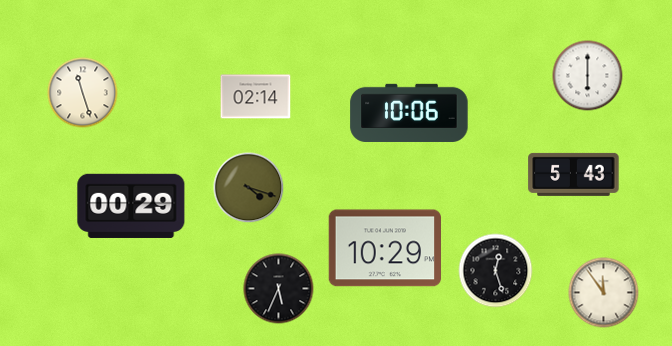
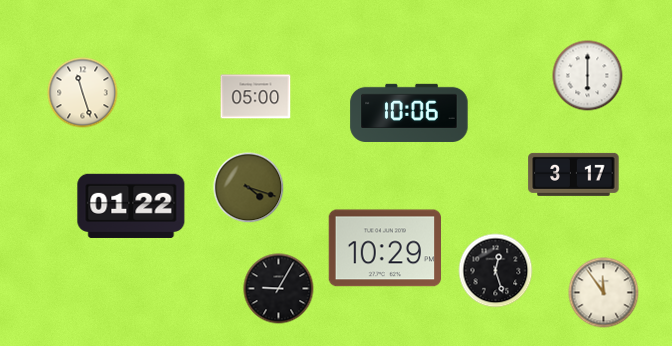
clock at (256, 97): 02:14 -> 05:00
clock at (574, 174): 5:43 -> 3:17
clock at (131, 205): 00:29 -> 01:22
clock at (279, 289): 5:34 -> 9:05
